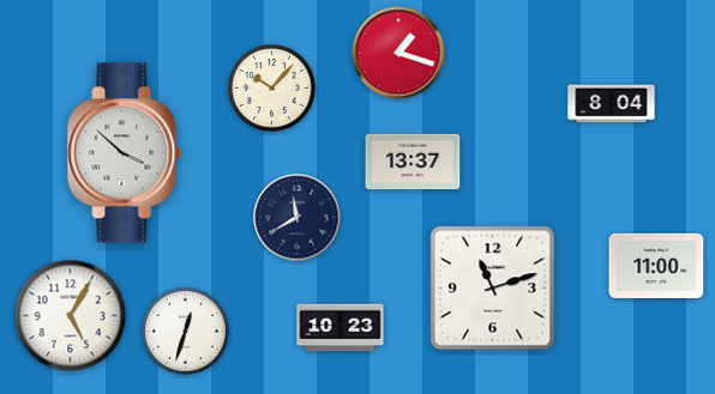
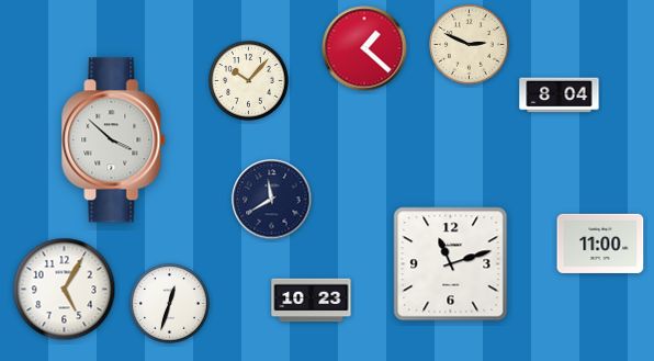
clock at (470, 45): none -> 2:49
clock at (398, 53): 1:18 -> 1:22
clock at (413, 162): 13:37 -> none
